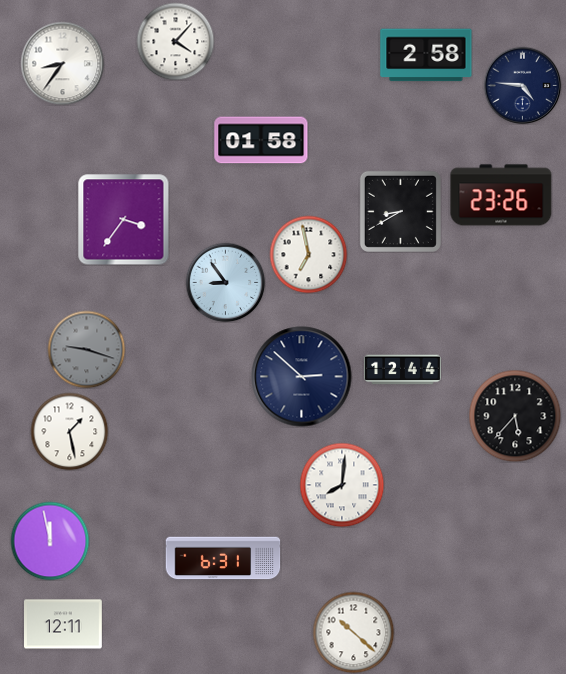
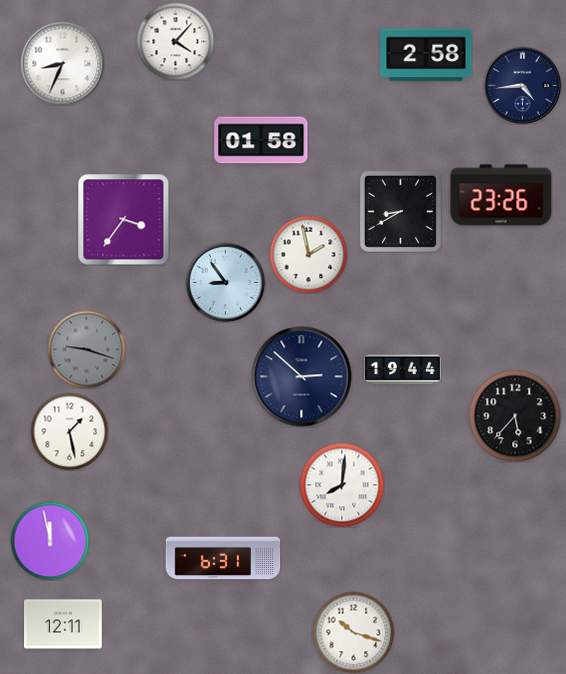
clock at (62, 63): 8:36 -> 8:34
clock at (522, 85): 4:46 -> 4:44
clock at (308, 254): 6:58 -> 1:58
clock at (403, 370): 12:44 -> 19:44
clock at (353, 632): 10:22 -> 10:18
